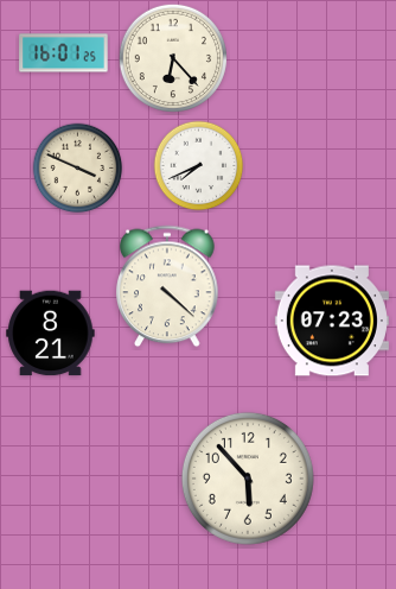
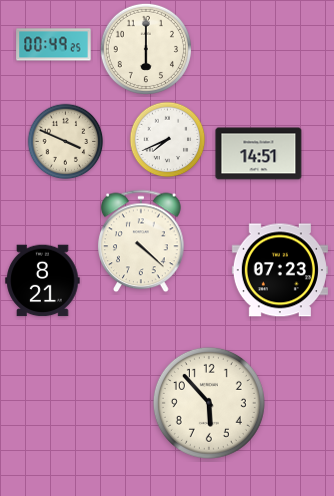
clock at (64, 53): 16:01 -> 00:49
clock at (173, 58): 6:23 -> 6:00
clock at (259, 154): none -> 14:51
